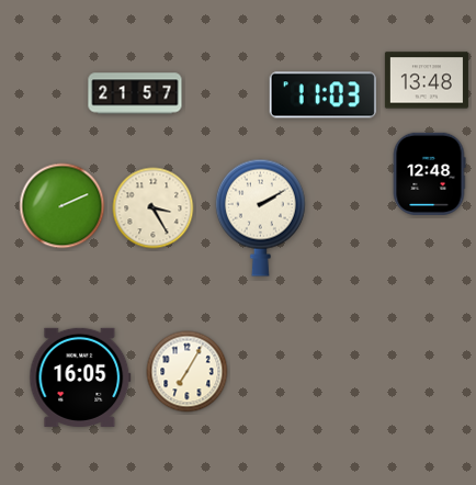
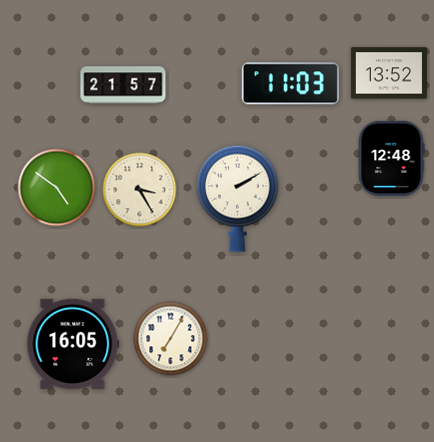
clock at (427, 80): 13:48 -> 13:52
clock at (322, 95) position: (322, 95) -> (290, 84)
clock at (63, 206): 2:11 -> 4:51
